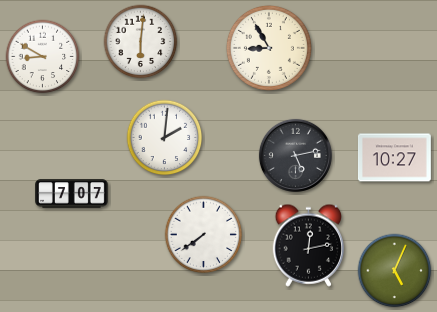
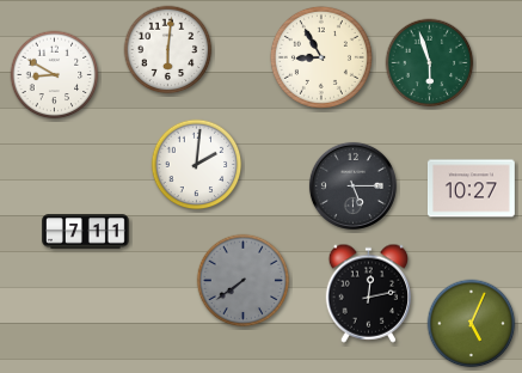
clock at (430, 63): none -> 5:57
clock at (43, 57) position: (43, 57) -> (55, 75)
clock at (295, 155): 5:13 -> 5:15
clock at (72, 194): 7:07 -> 7:11
clock at (204, 235) dial: white -> grey
